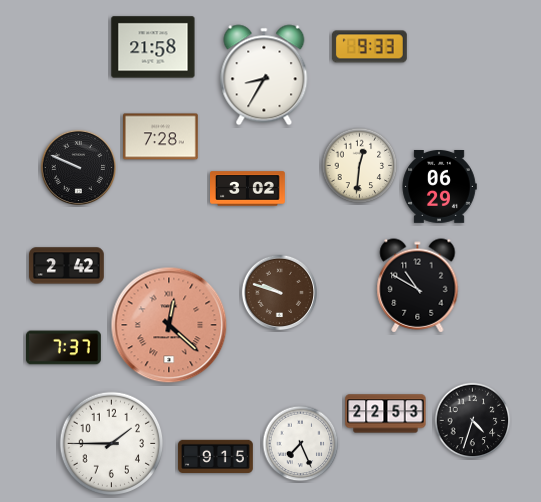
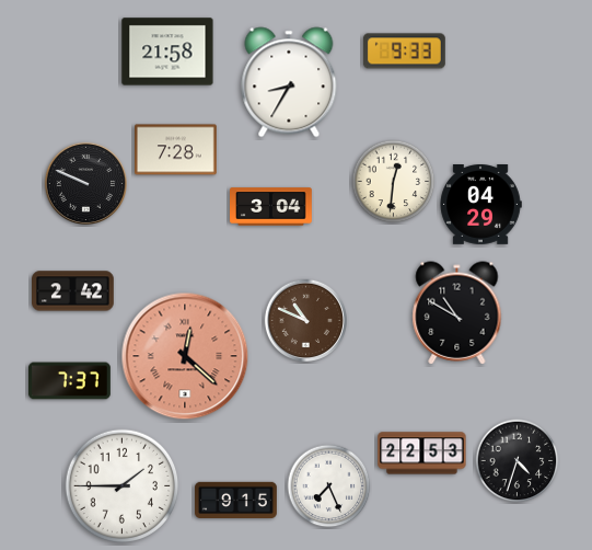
clock at (439, 187): 06:29 -> 04:29
clock at (248, 189): 3:02 -> 3:04
clock at (279, 292): 9:48 -> 10:49
